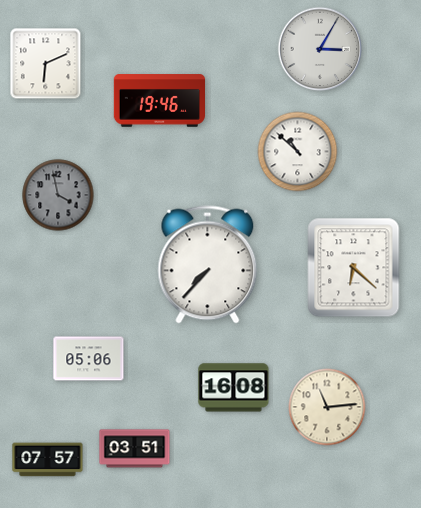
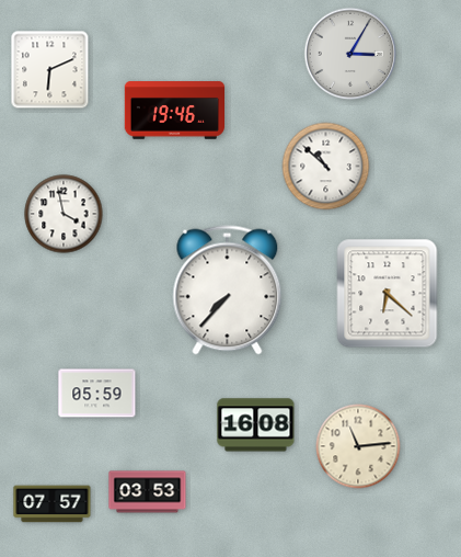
clock at (58, 195) dial: grey -> white
clock at (89, 359): 05:06 -> 05:59
clock at (135, 449): 03:51 -> 03:53
